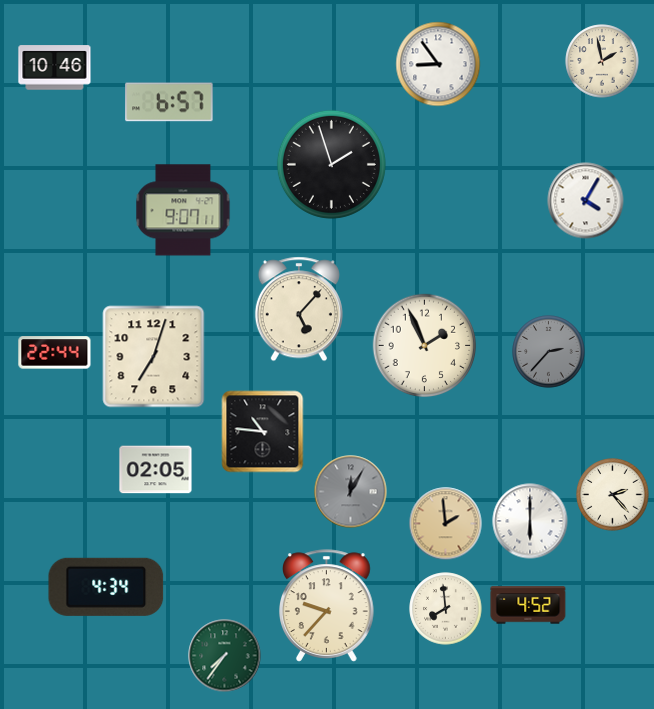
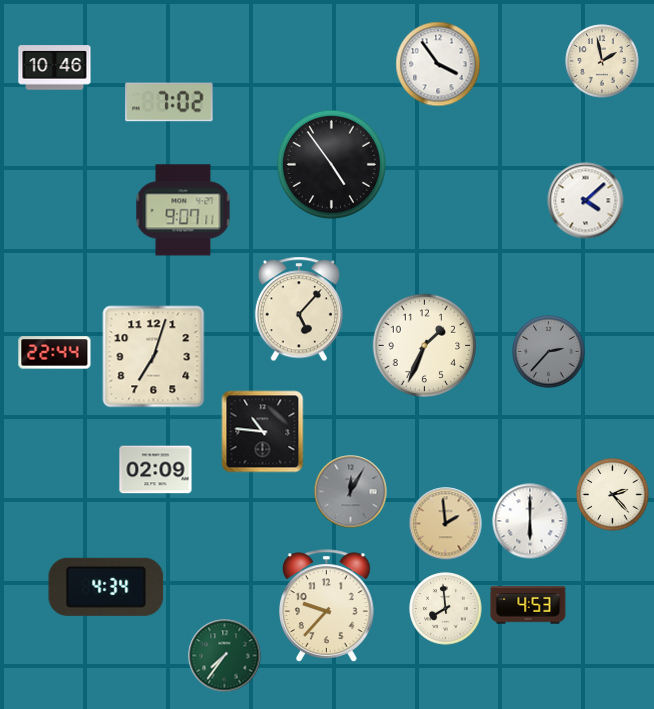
clock at (438, 64): 8:54 -> 3:54
clock at (169, 102): 6:57 -> 7:02
clock at (331, 164): 1:57 -> 4:54
clock at (586, 201): 4:05 -> 4:08
clock at (425, 346): 1:56 -> 1:34
clock at (156, 470): 02:05 -> 02:09
clock at (528, 605): 4:52 -> 4:53
